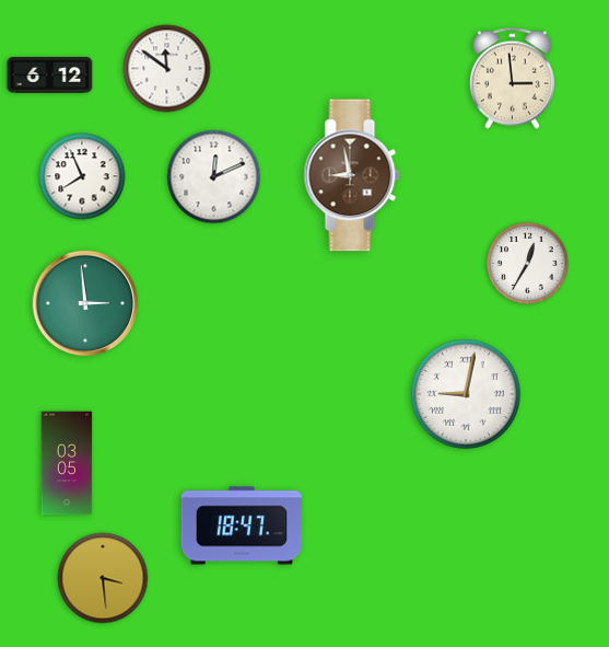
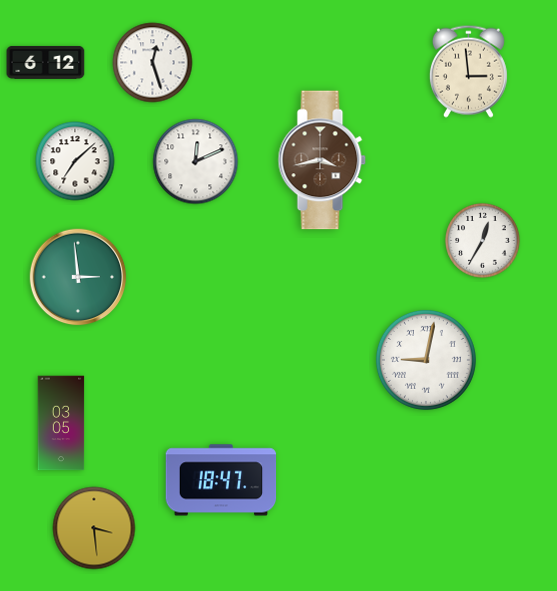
clock at (167, 69): 11:51 -> 12:27
clock at (50, 74) position: (50, 74) -> (46, 62)
clock at (352, 175): 8:58 -> 3:43
clock at (82, 176): 7:56 -> 7:08
